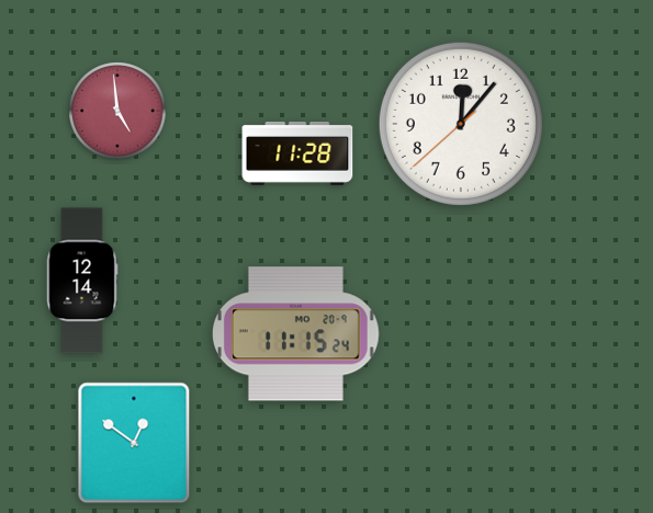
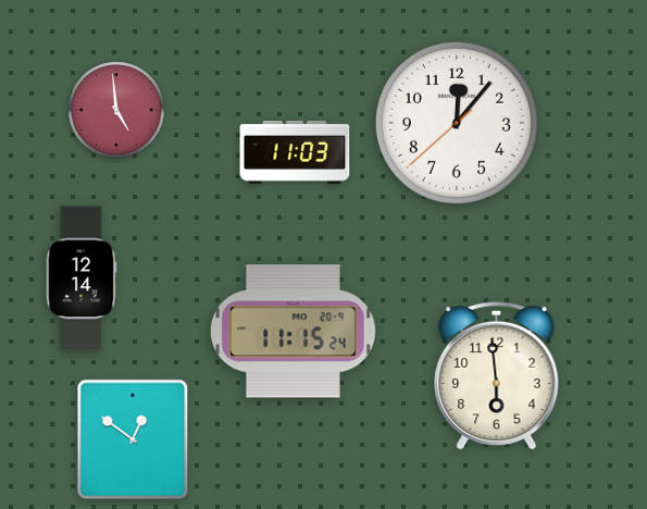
clock at (297, 153): 11:28 -> 11:03
clock at (497, 375): none -> 5:59
